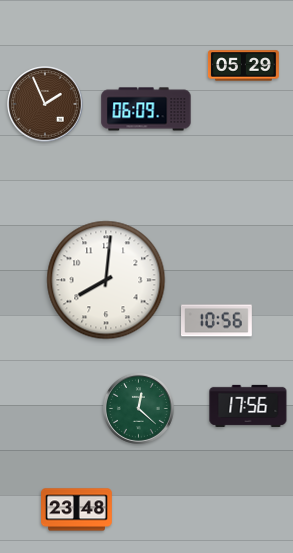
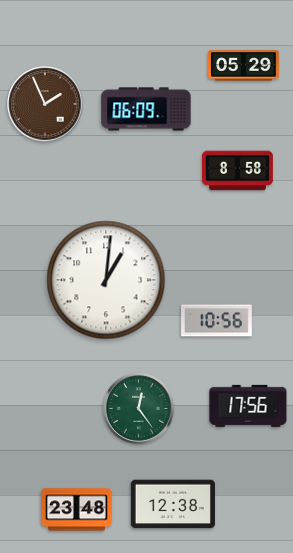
clock at (238, 171): none -> 8:58
clock at (106, 280): 8:01 -> 1:01
clock at (139, 409): 12:22 -> 12:24
clock at (173, 504): none -> 12:38
